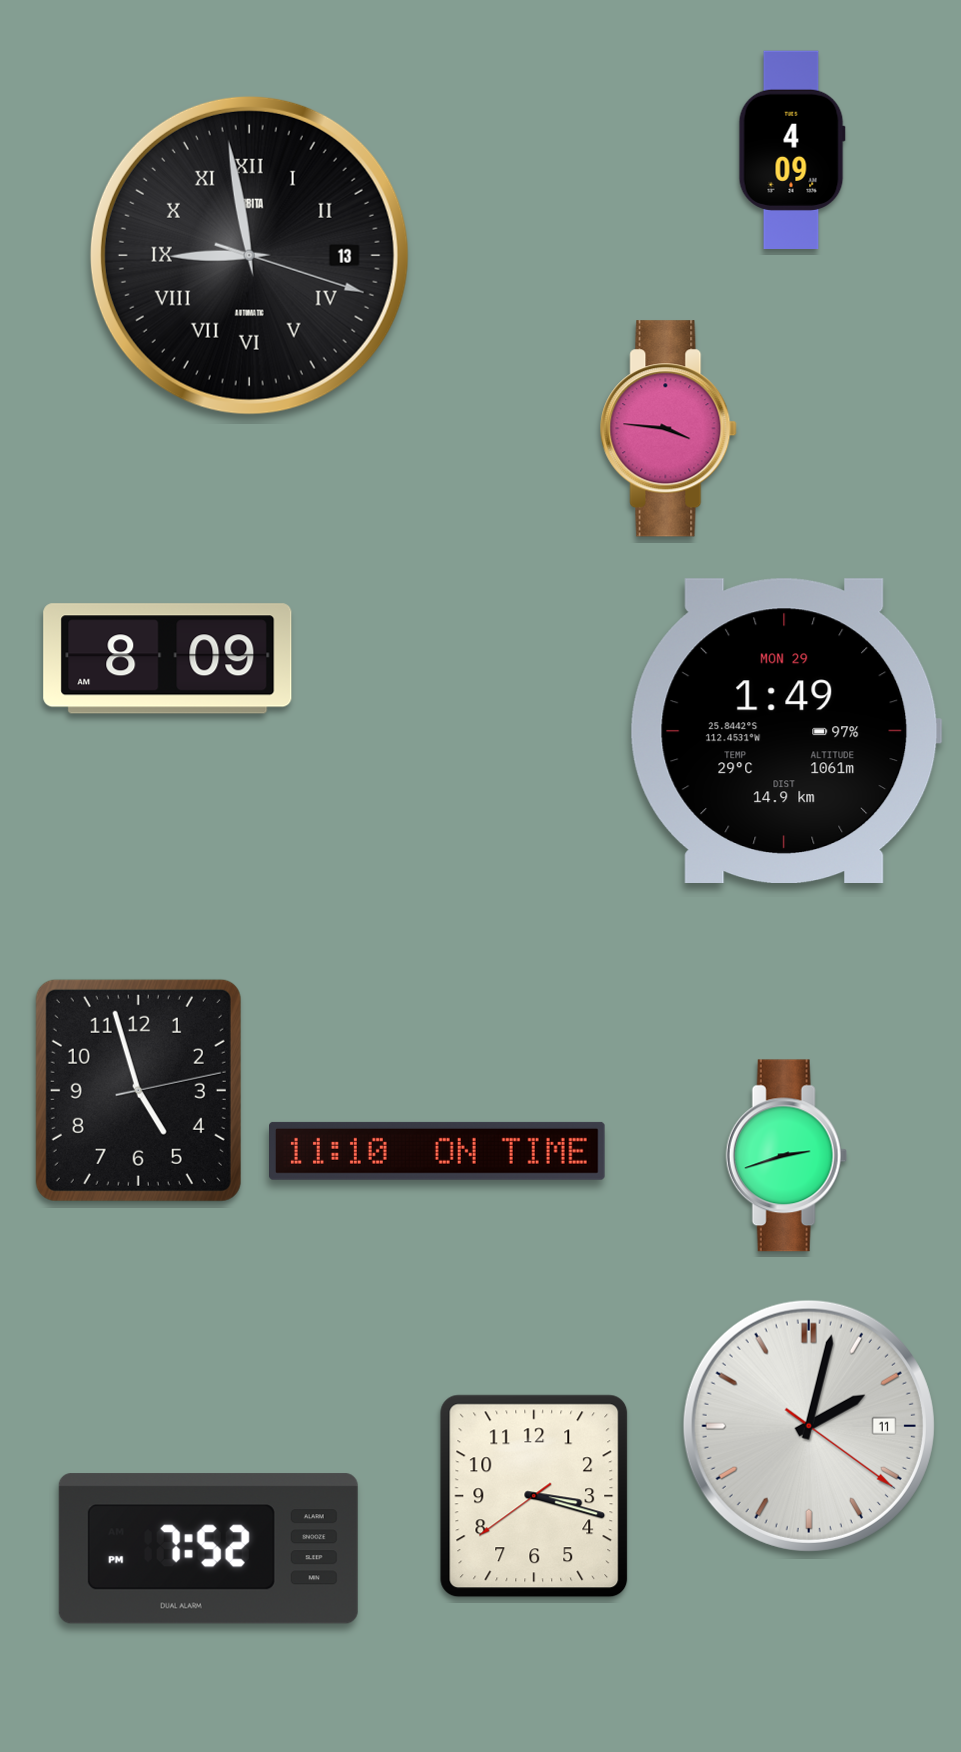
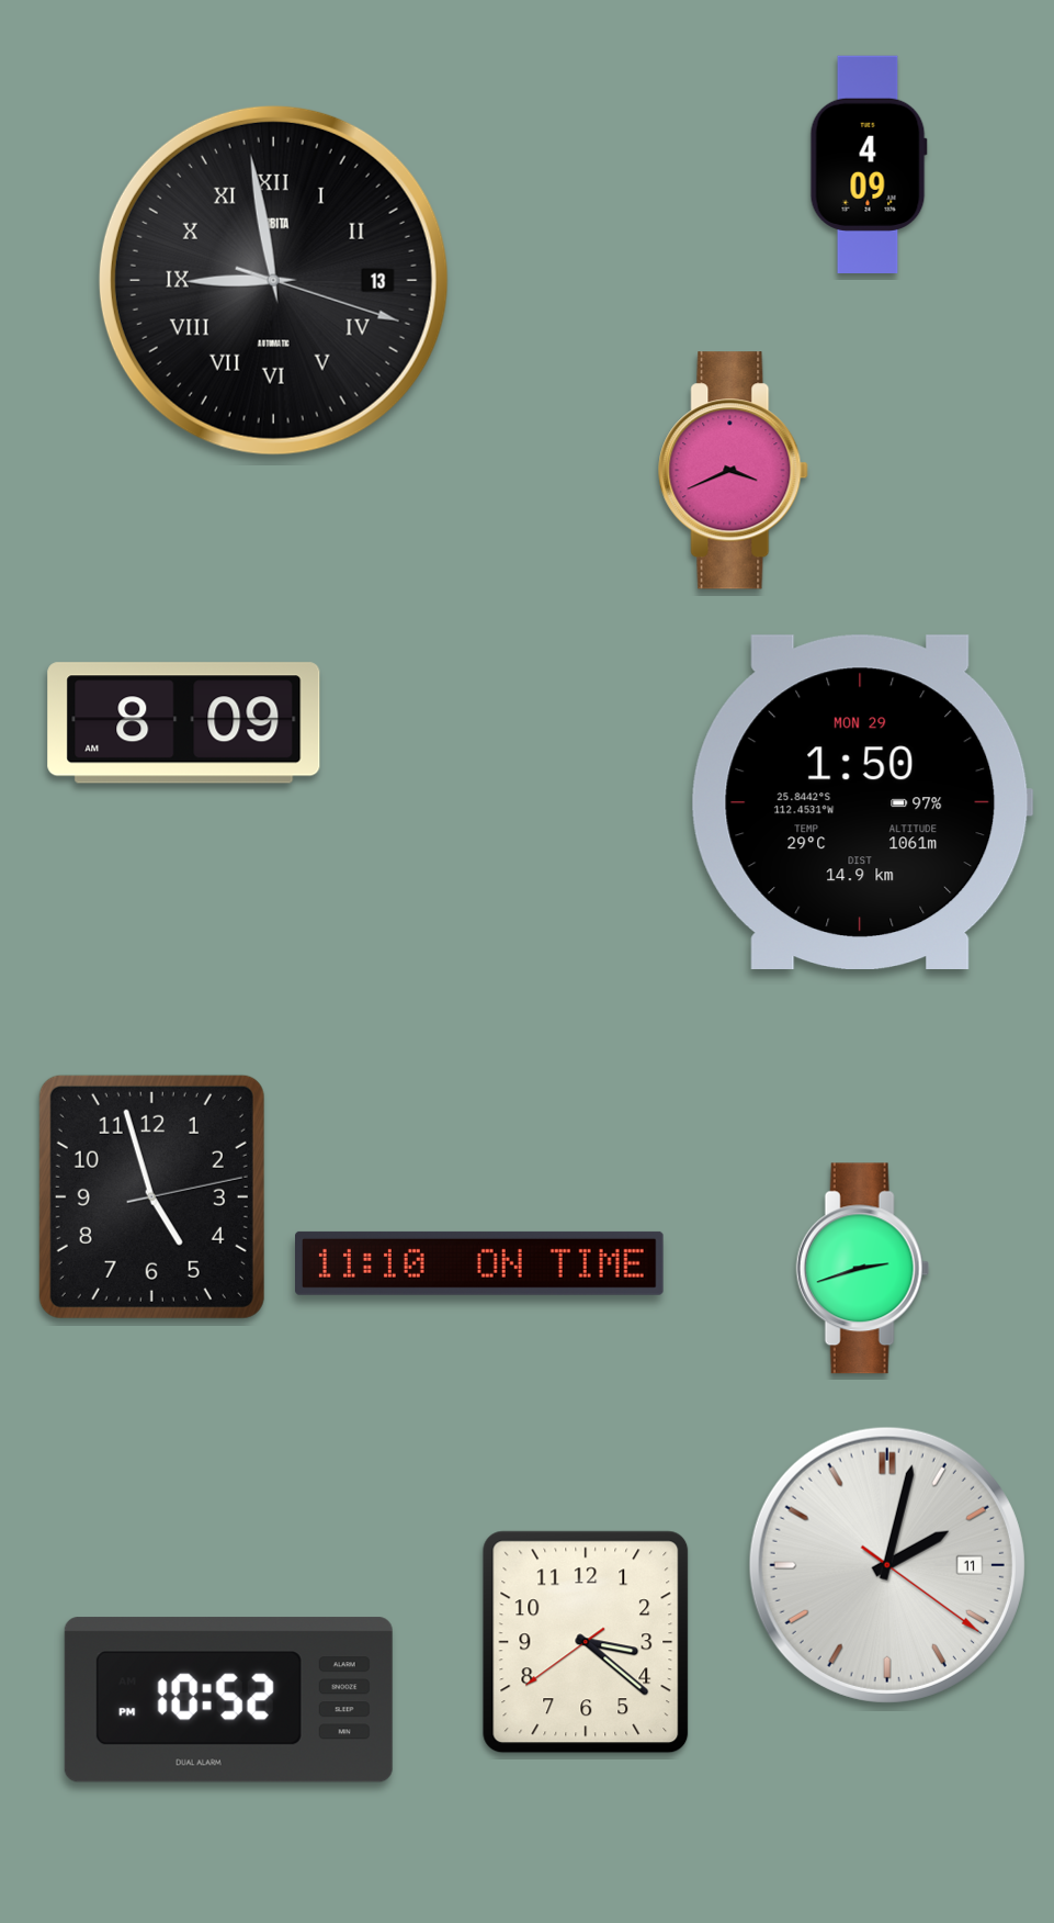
clock at (669, 429): 3:46 -> 3:41
clock at (786, 730): 1:49 -> 1:50
clock at (534, 1496): 3:17 -> 3:21
clock at (208, 1549): 7:52 -> 10:52
